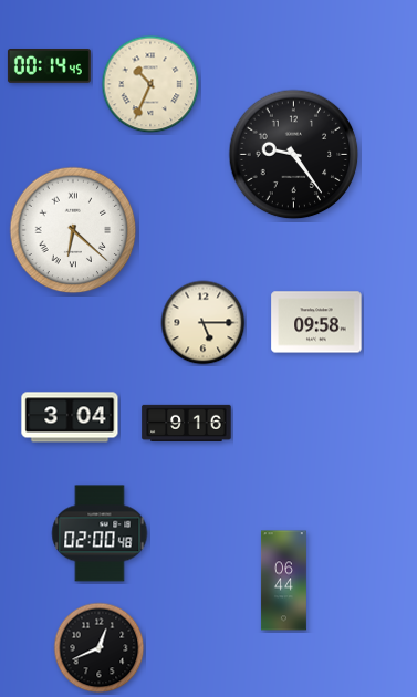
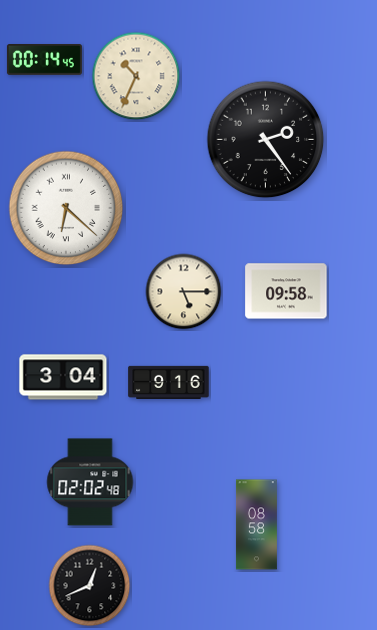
clock at (294, 155): 9:24 -> 2:24
clock at (100, 533): 02:00 -> 02:02
clock at (283, 581): 06:44 -> 08:58
